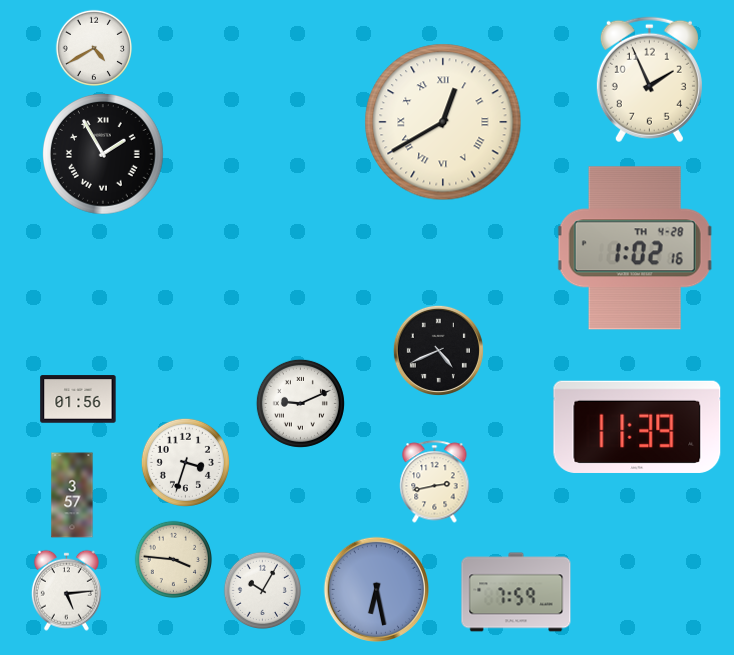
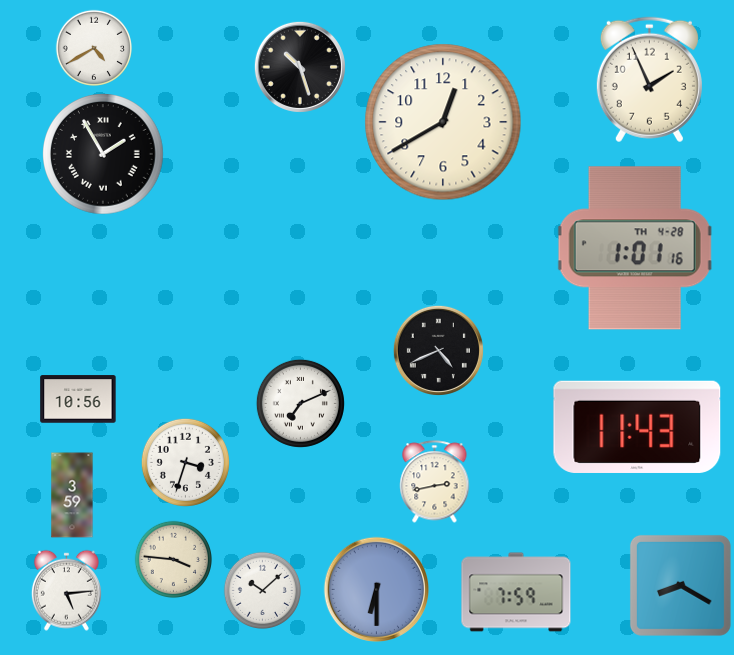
clock at (300, 67): none -> 10:27
clock at (443, 122) numerals: Roman -> Arabic
clock at (635, 248): 1:02 -> 1:01
clock at (78, 399): 01:56 -> 10:56
clock at (300, 403): 9:11 -> 7:11
clock at (637, 427): 11:39 -> 11:43
clock at (72, 495): 3:57 -> 3:59
clock at (680, 585): none -> 8:20
clock at (376, 589): 6:28 -> 6:30
clock at (262, 590): 10:05 -> 10:08
